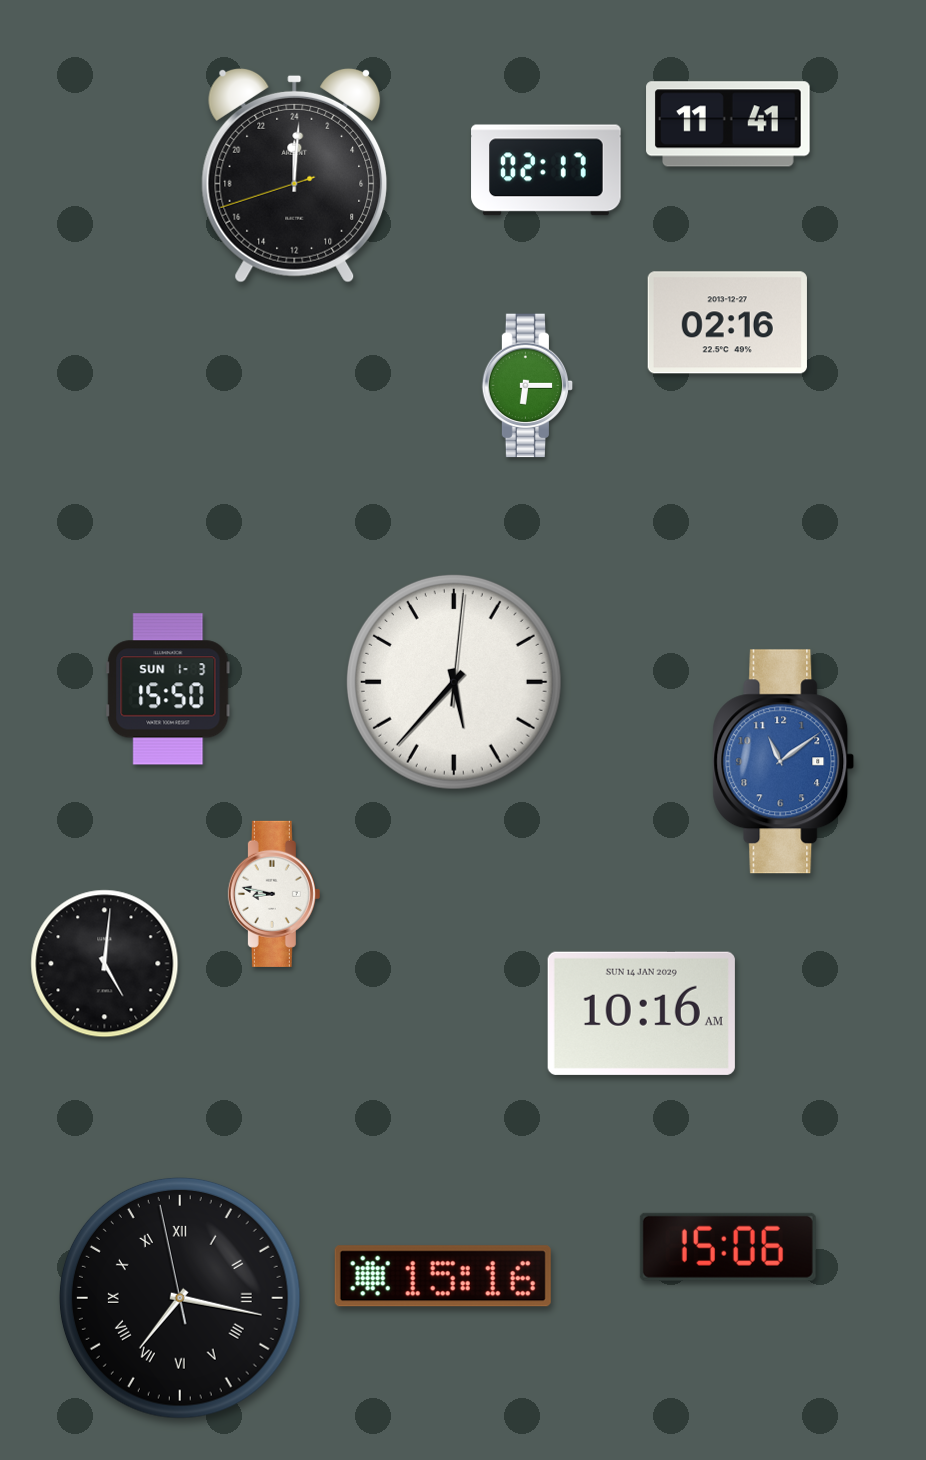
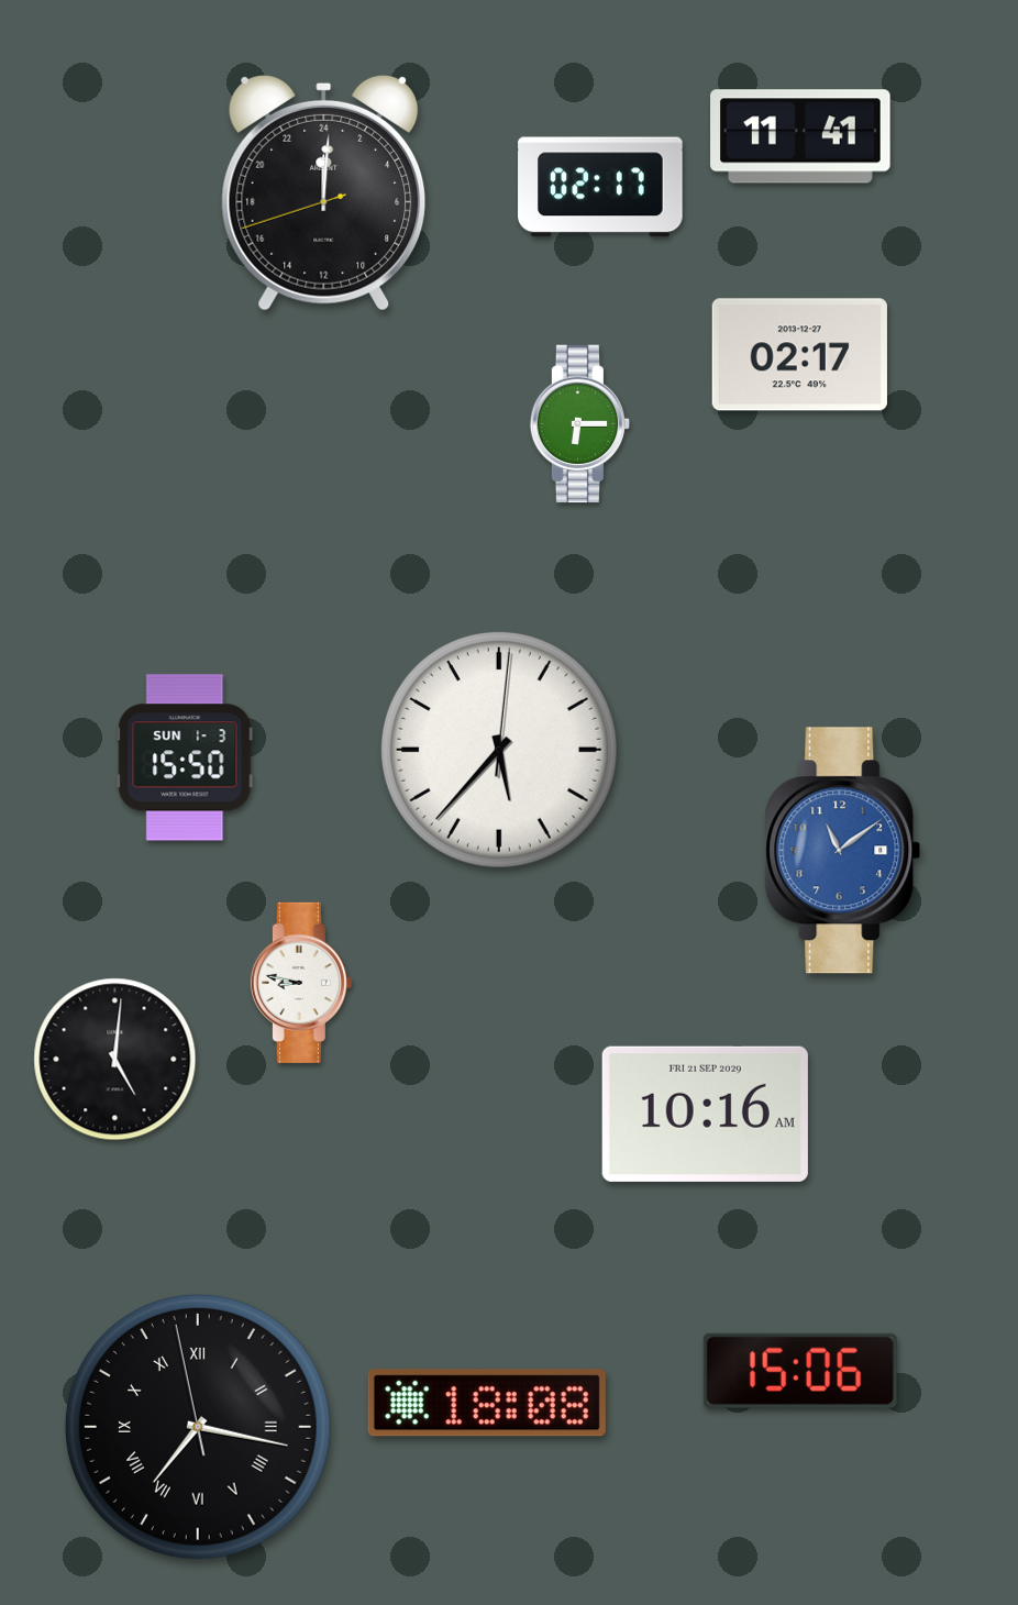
clock at (727, 323): 02:16 -> 02:17
clock at (784, 762) position: (784, 762) -> (843, 851)
clock at (641, 1013) date: SUN 14 JAN 2029 -> FRI 21 SEP 2029
clock at (443, 1276): 15:16 -> 18:08
